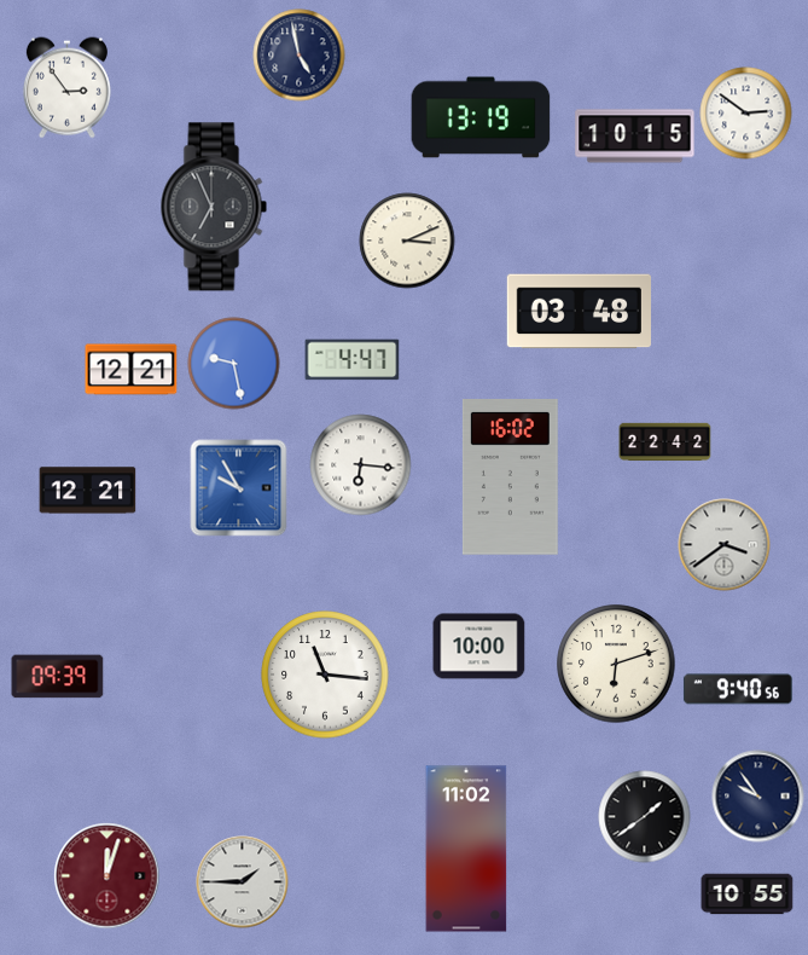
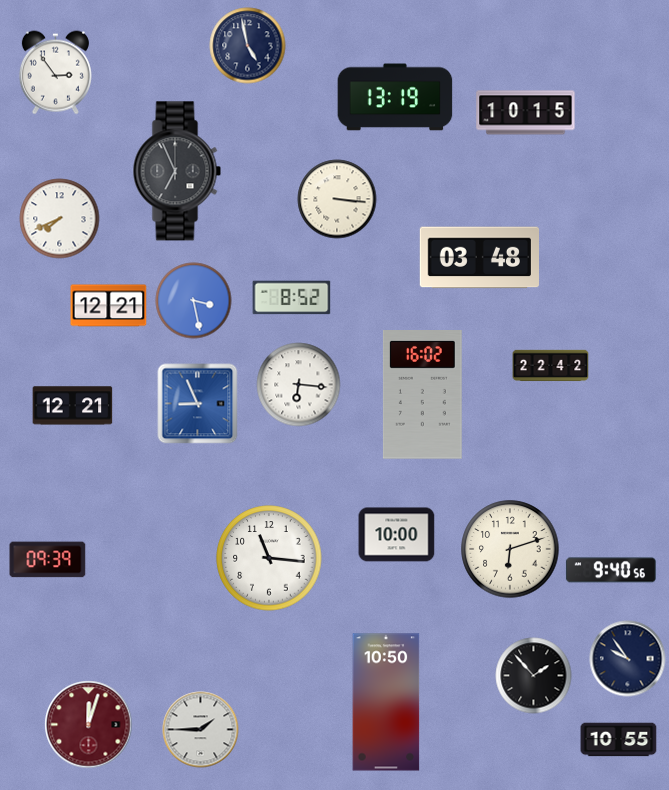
clock at (746, 114): 2:51 -> none
clock at (481, 117) position: (481, 117) -> (395, 97)
clock at (407, 241): 3:11 -> 3:16
clock at (60, 219): none -> 7:41
clock at (353, 360): 4:47 -> 8:52
clock at (234, 364): 9:28 -> 3:28
clock at (239, 488): 9:55 -> 8:56
clock at (725, 545): 3:39 -> none
clock at (645, 817): 1:39 -> 1:53
clock at (466, 849): 11:02 -> 10:50
